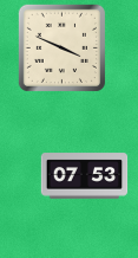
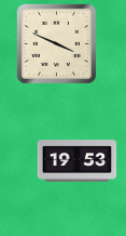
clock at (85, 176): 07:53 -> 19:53
